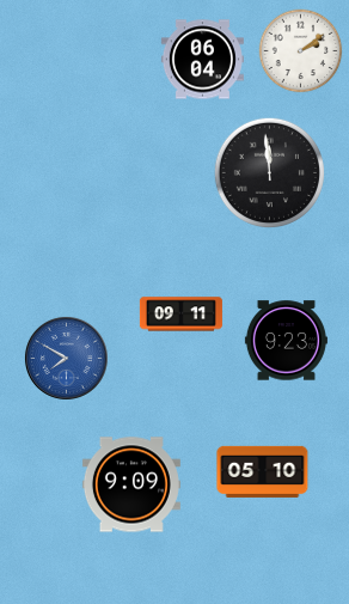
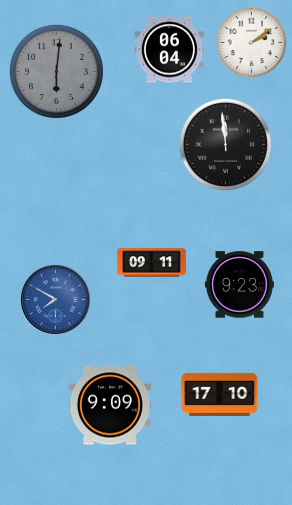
clock at (56, 71): none -> 6:01
clock at (263, 471): 05:10 -> 17:10
